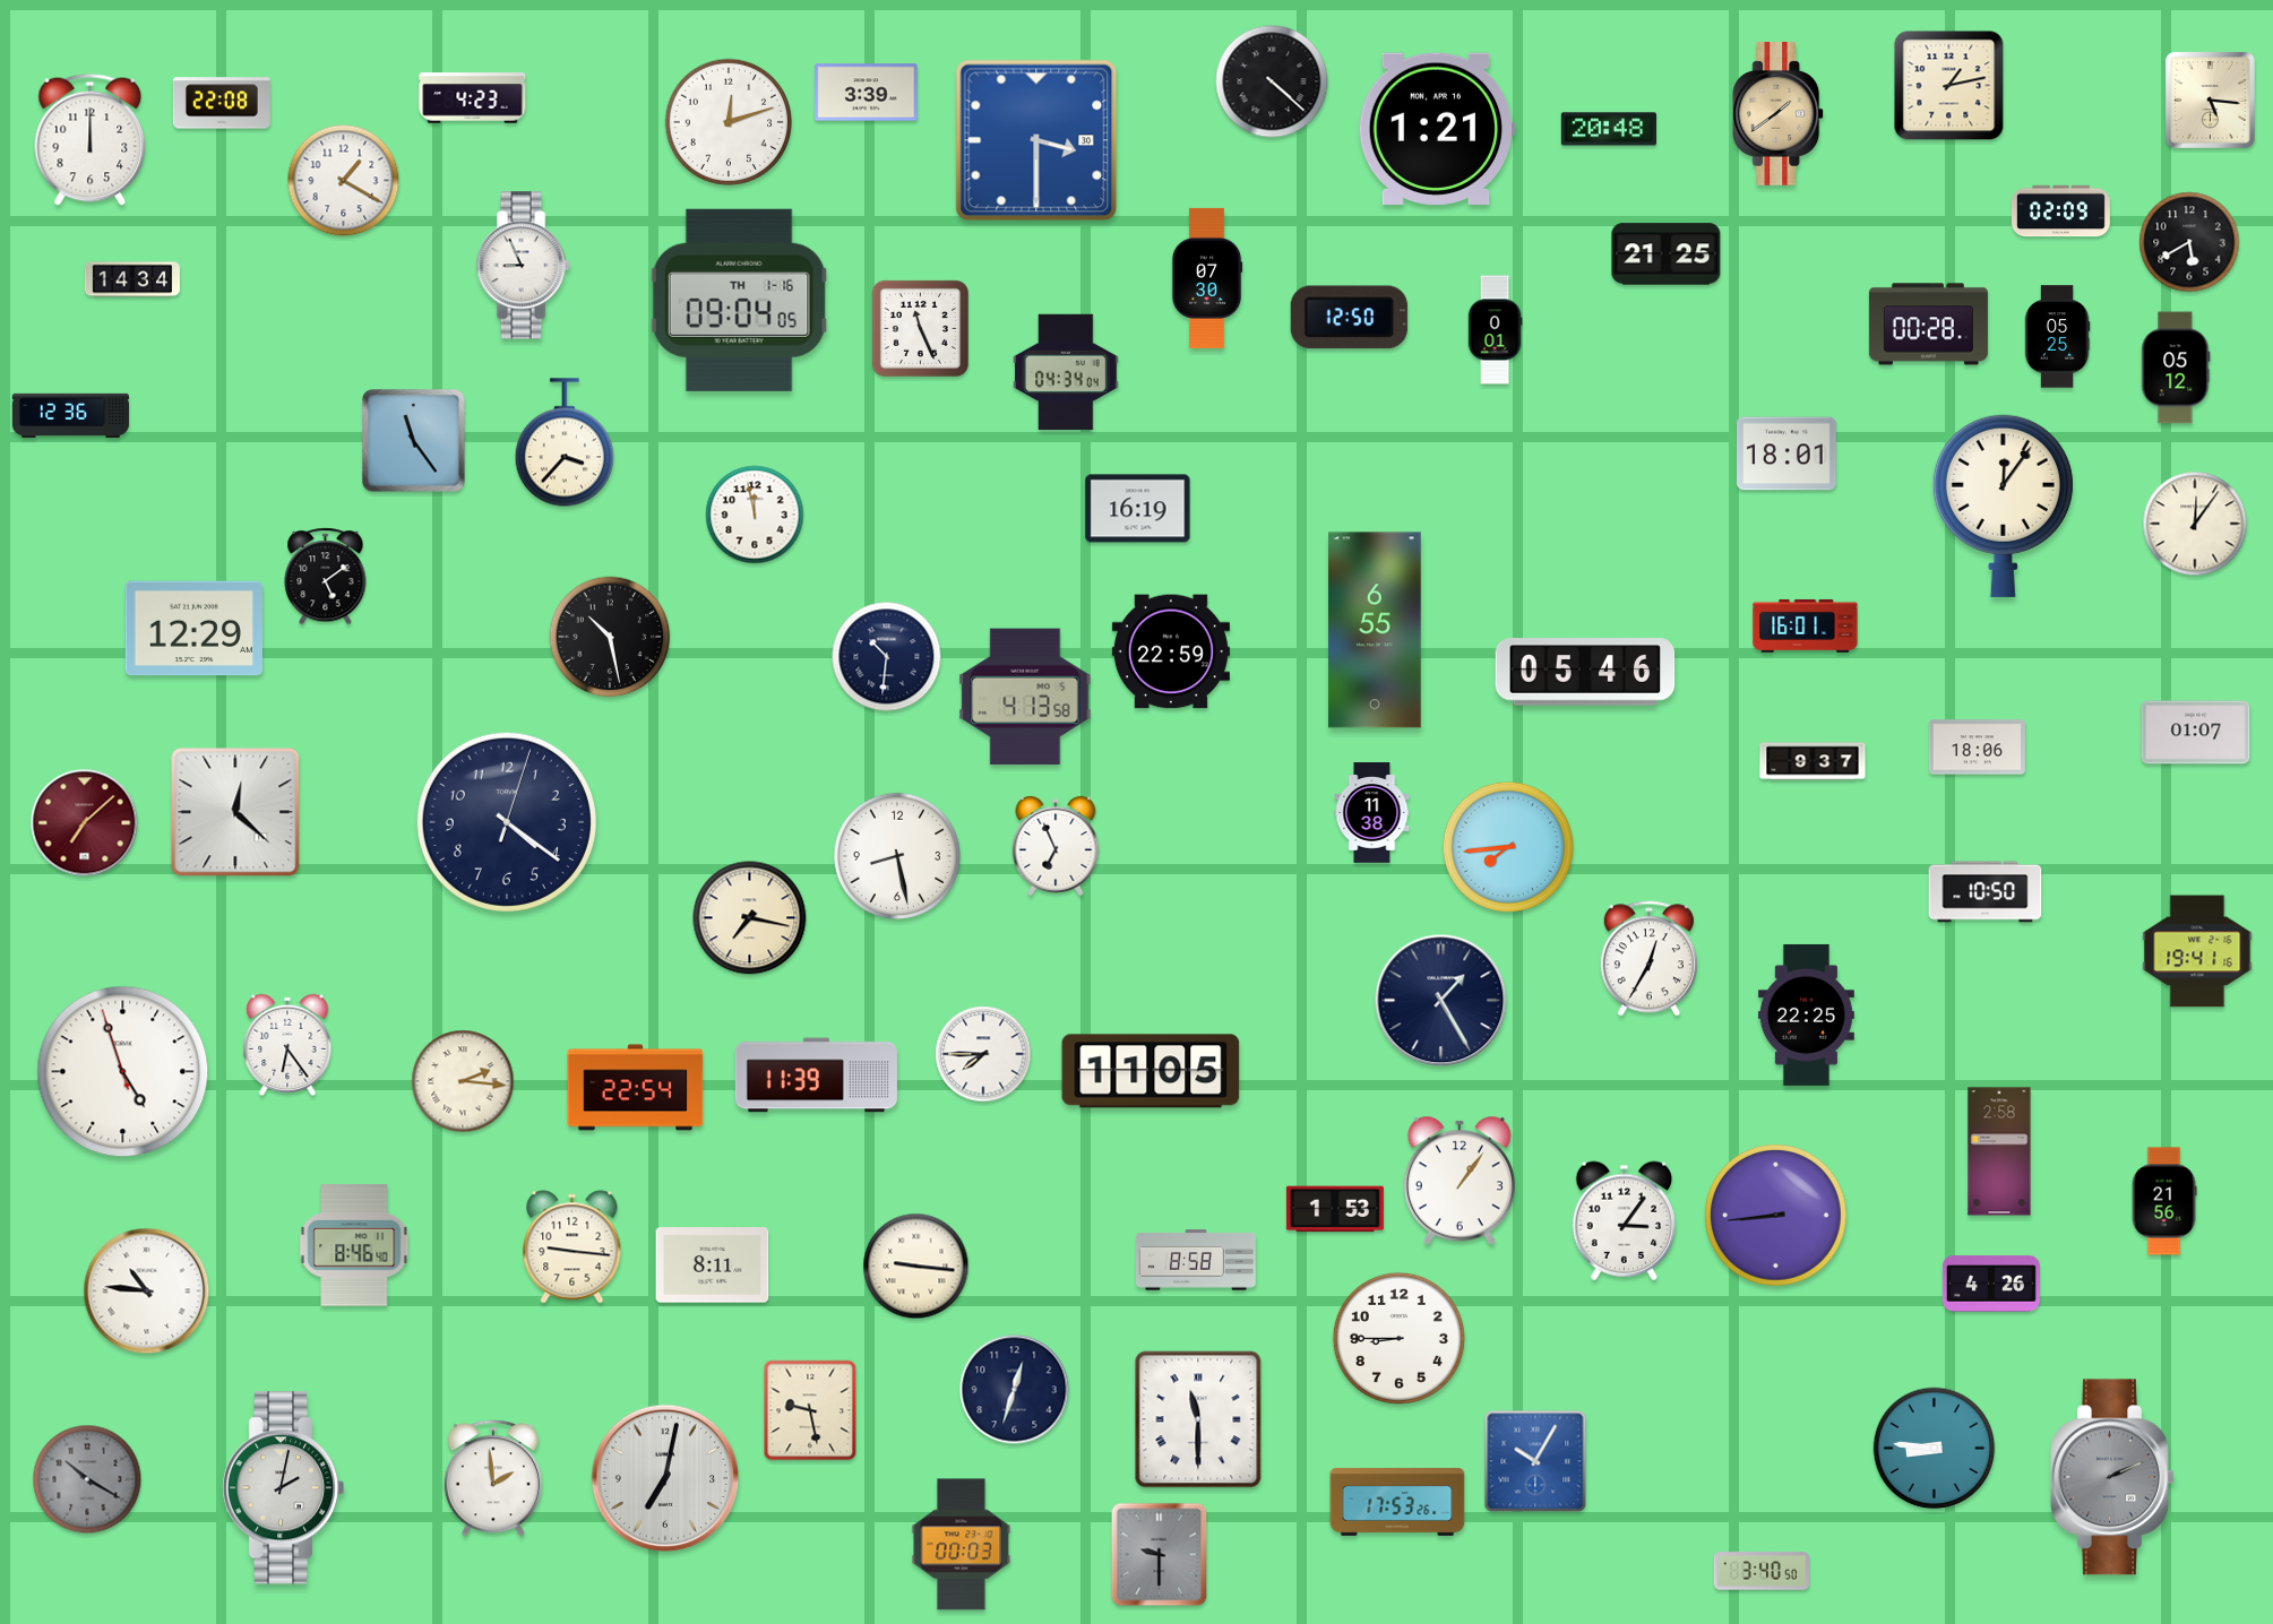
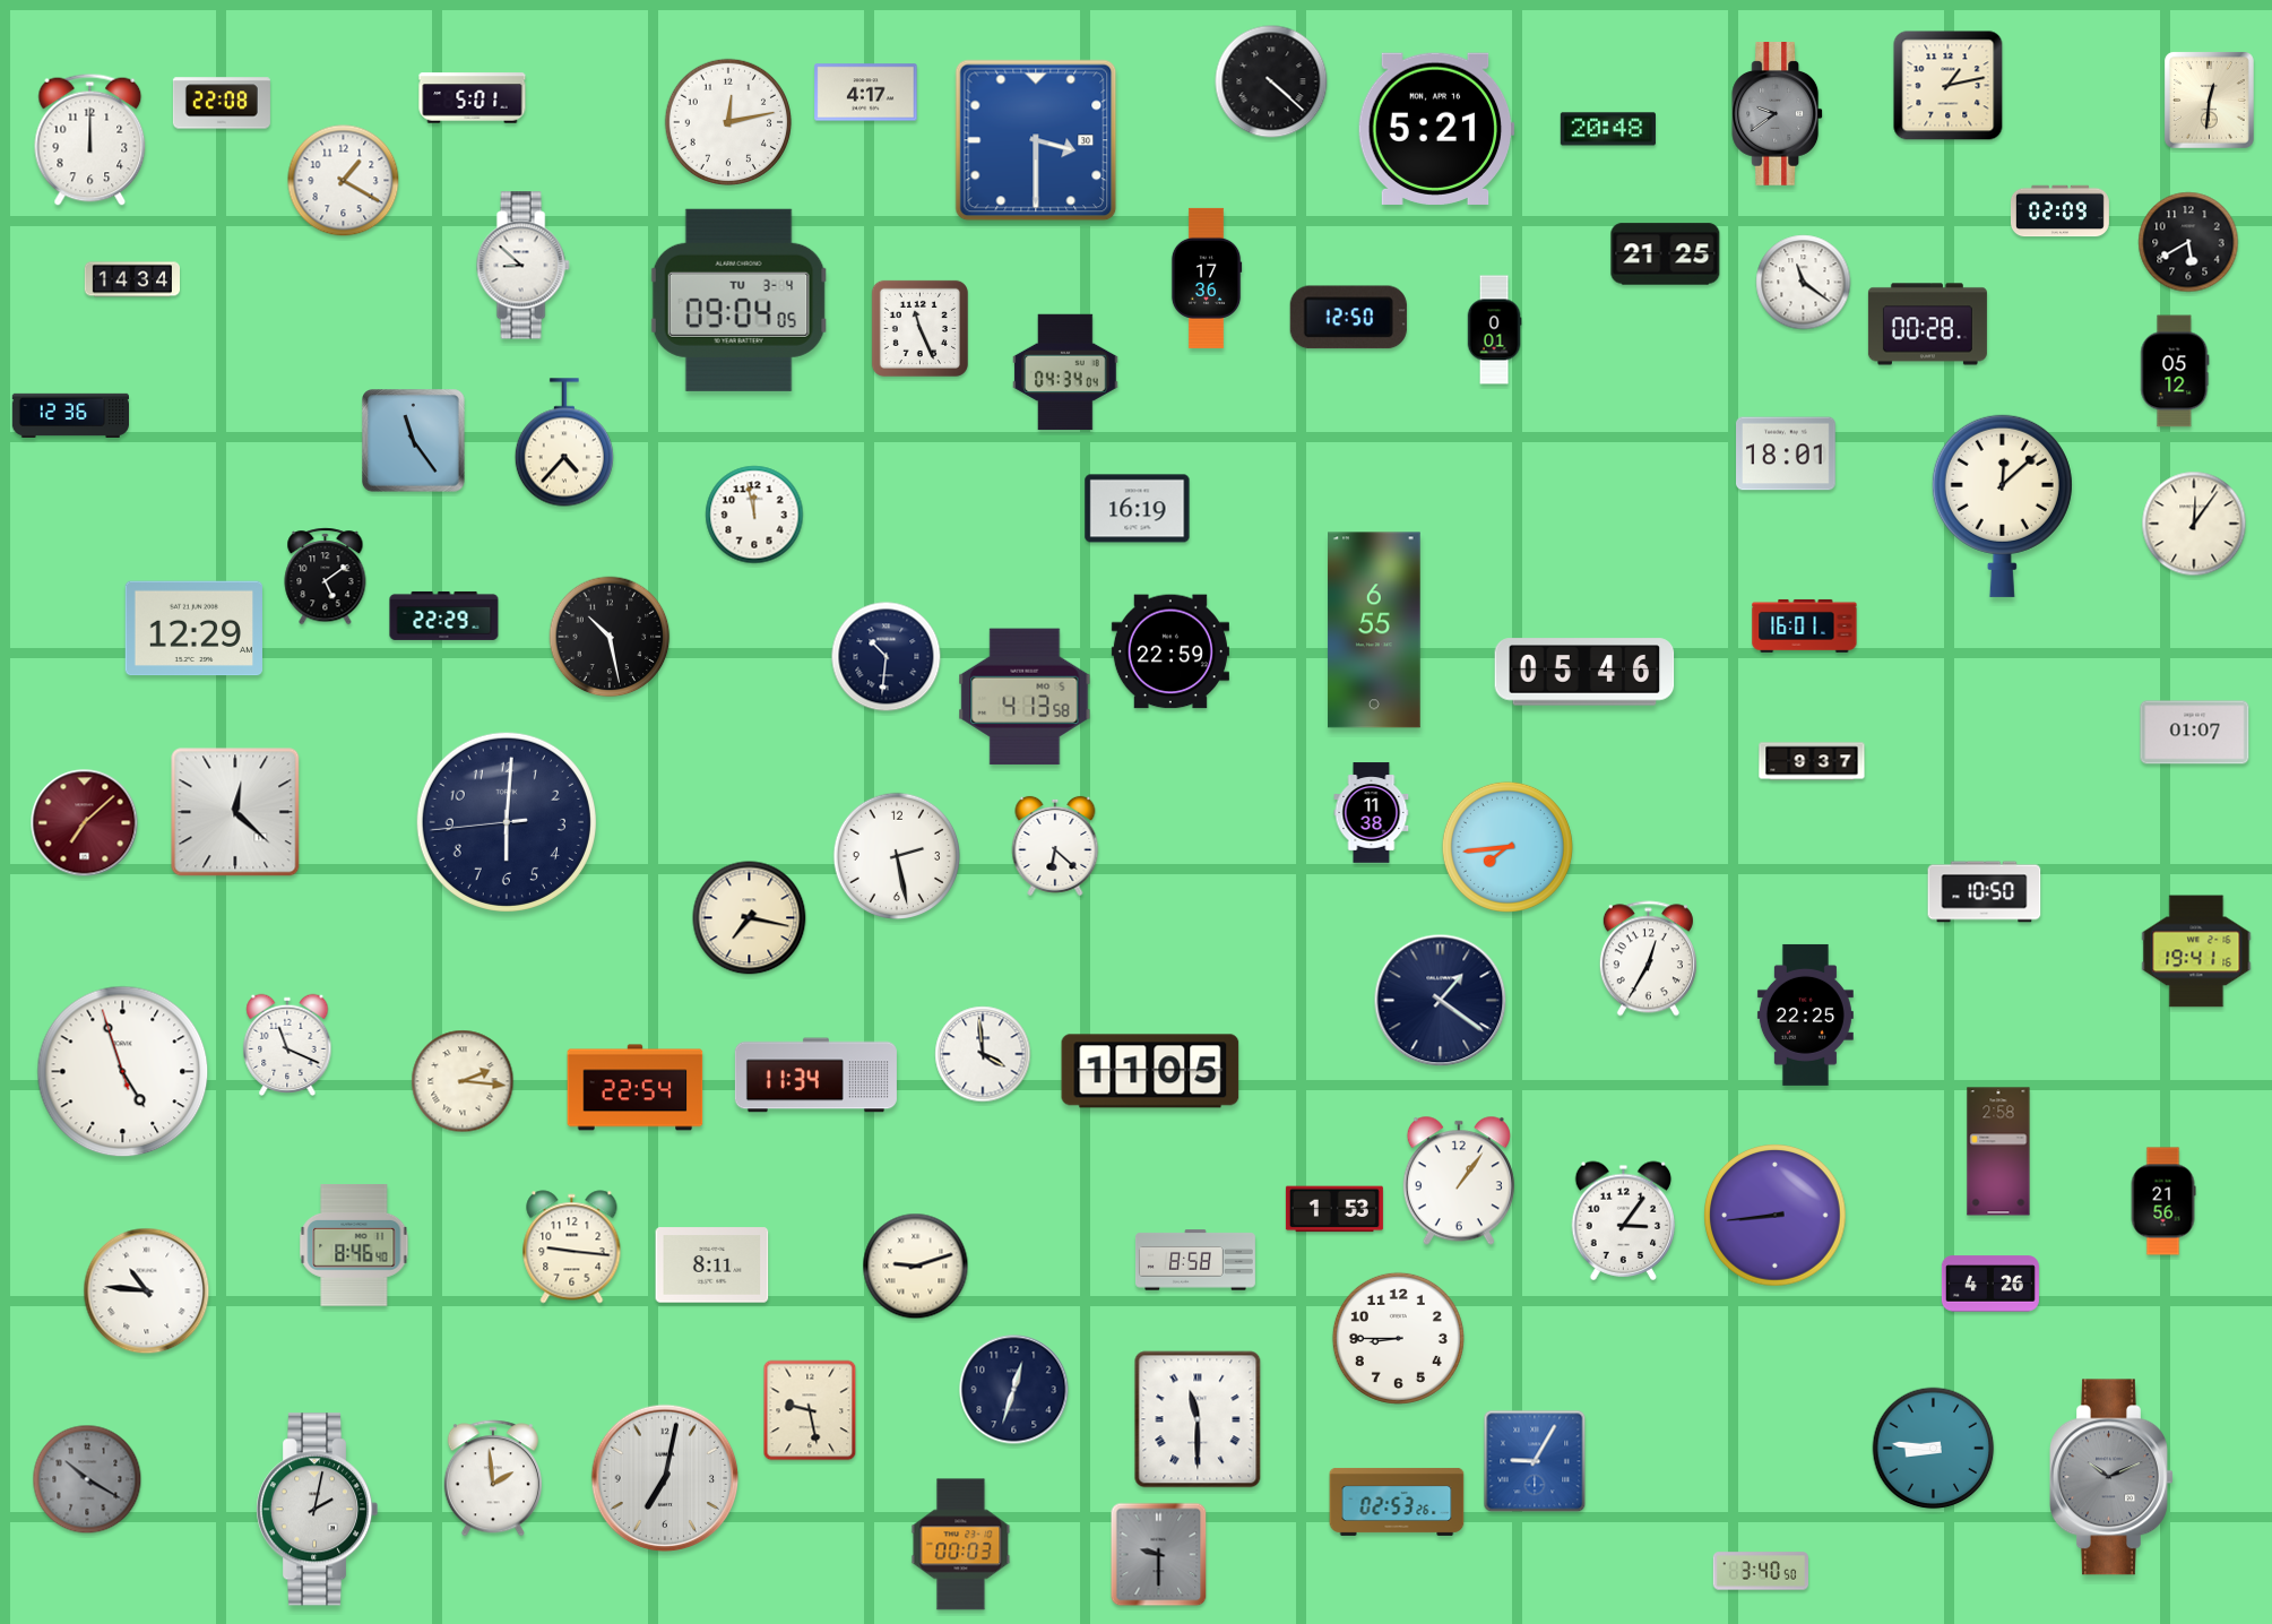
clock at (867, 93): 3:39 -> 4:17
clock at (473, 98): 4:23 -> 5:01
clock at (2210, 101): 5:16 -> 12:31
clock at (1779, 114): 1:39 -> 9:39
clock at (1779, 114) dial: champagne -> grey
clock at (727, 121): 12:12 -> 12:13
clock at (1437, 129): 1:21 -> 5:21
clock at (523, 266): 8:56 -> 8:52
clock at (1207, 278): 07:30 -> 17:36
clock at (1804, 283): none -> 11:21
clock at (740, 300) date: TH 1-16 -> TU 3-4
clock at (2057, 337): 05:25 -> none
clock at (2176, 368) position: (2176, 368) -> (2175, 371)
clock at (565, 442): 3:37 -> 4:37
clock at (2003, 506): 12:06 -> 12:08
clock at (444, 615): none -> 22:29
clock at (1977, 748): 18:06 -> none
clock at (507, 822): 4:21 -> 6:00
clock at (1056, 846): 6:56 -> 6:22
clock at (896, 855): 8:28 -> 2:28
clock at (1441, 1001): 1:25 -> 1:21
clock at (287, 1045): 6:24 -> 11:19
clock at (983, 1054): 7:45 -> 3:59
clock at (816, 1076): 11:39 -> 11:34
clock at (916, 1267): 9:16 -> 9:12
clock at (1535, 1461): 10:05 -> 9:05
clock at (2113, 1477): 2:11 -> 10:11
clock at (283, 1488) position: (283, 1488) -> (317, 1510)
clock at (1397, 1502): 17:53 -> 02:53
